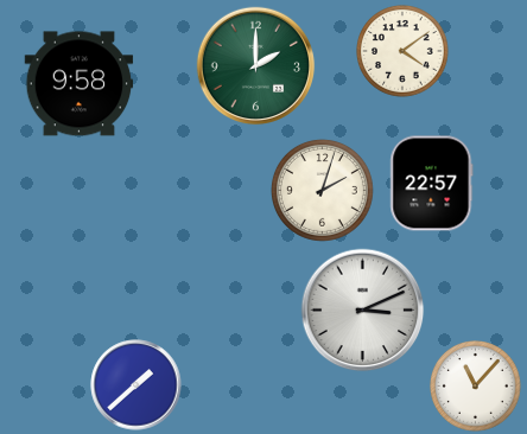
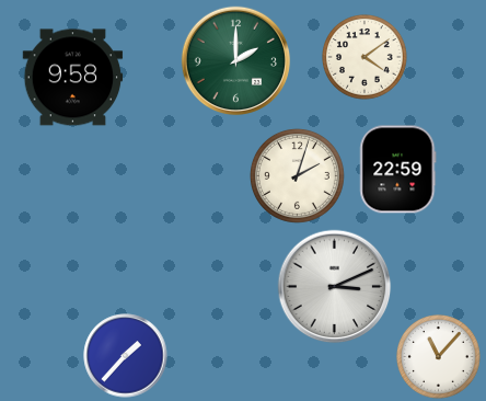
clock at (404, 52) position: (404, 52) -> (366, 58)
clock at (432, 184): 22:57 -> 22:59
clock at (136, 385): 1:38 -> 1:37
